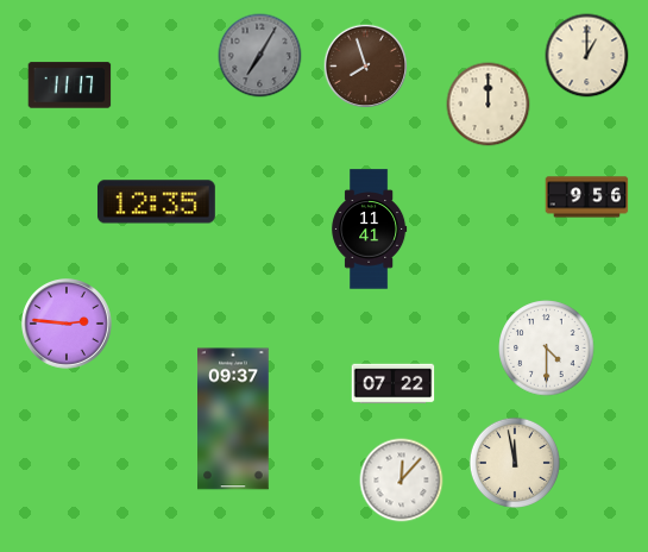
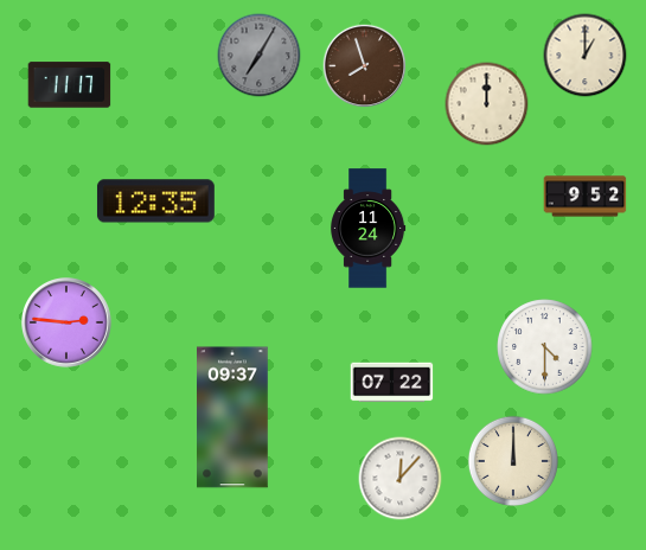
clock at (587, 197): 9:56 -> 9:52
clock at (370, 230): 11:41 -> 11:24
clock at (515, 463): 11:58 -> 12:00
